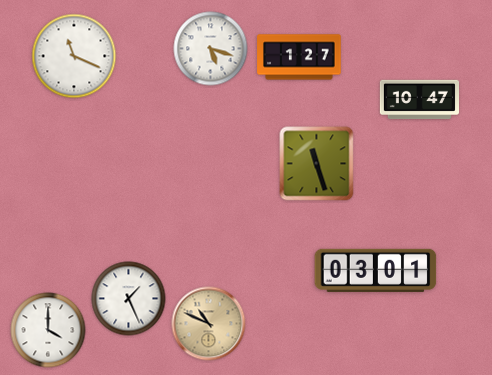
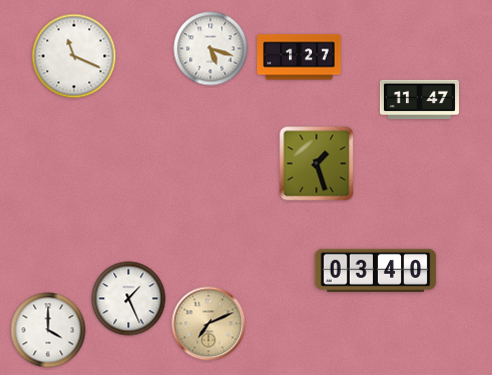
clock at (419, 100): 10:47 -> 11:47
clock at (317, 164): 11:27 -> 1:27
clock at (376, 270): 03:01 -> 03:40
clock at (209, 324): 10:49 -> 7:11
